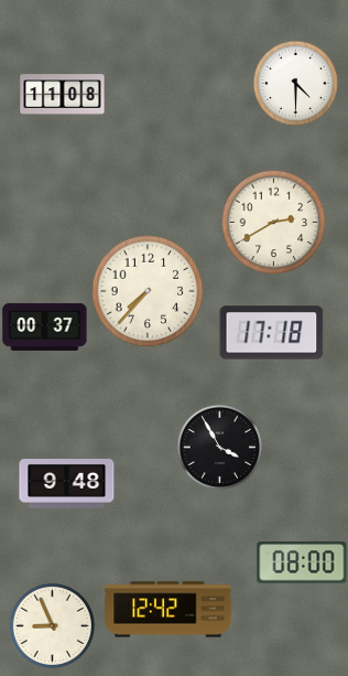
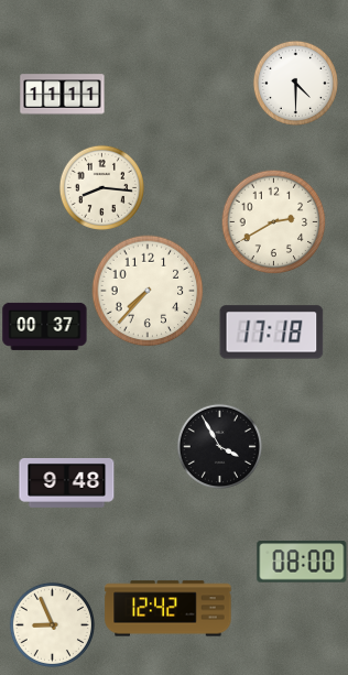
clock at (63, 95): 11:08 -> 11:11
clock at (101, 187): none -> 8:16
